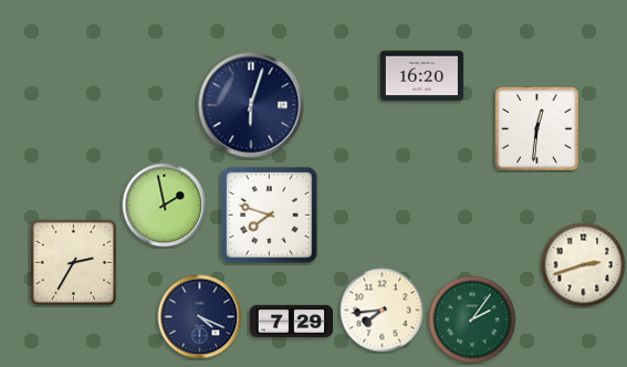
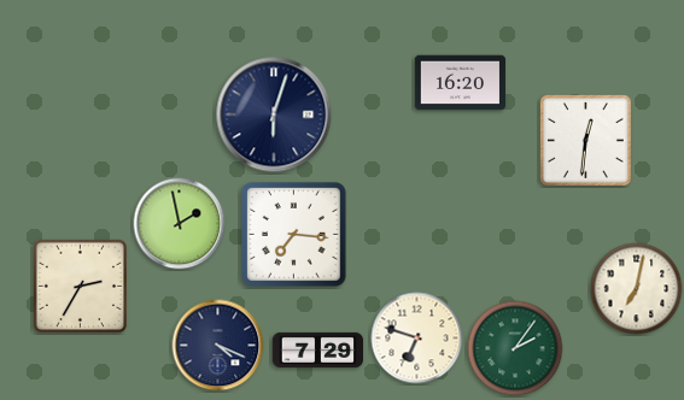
clock at (270, 216): 7:48 -> 7:16
clock at (584, 265): 2:42 -> 7:02
clock at (383, 311): 7:44 -> 6:48
